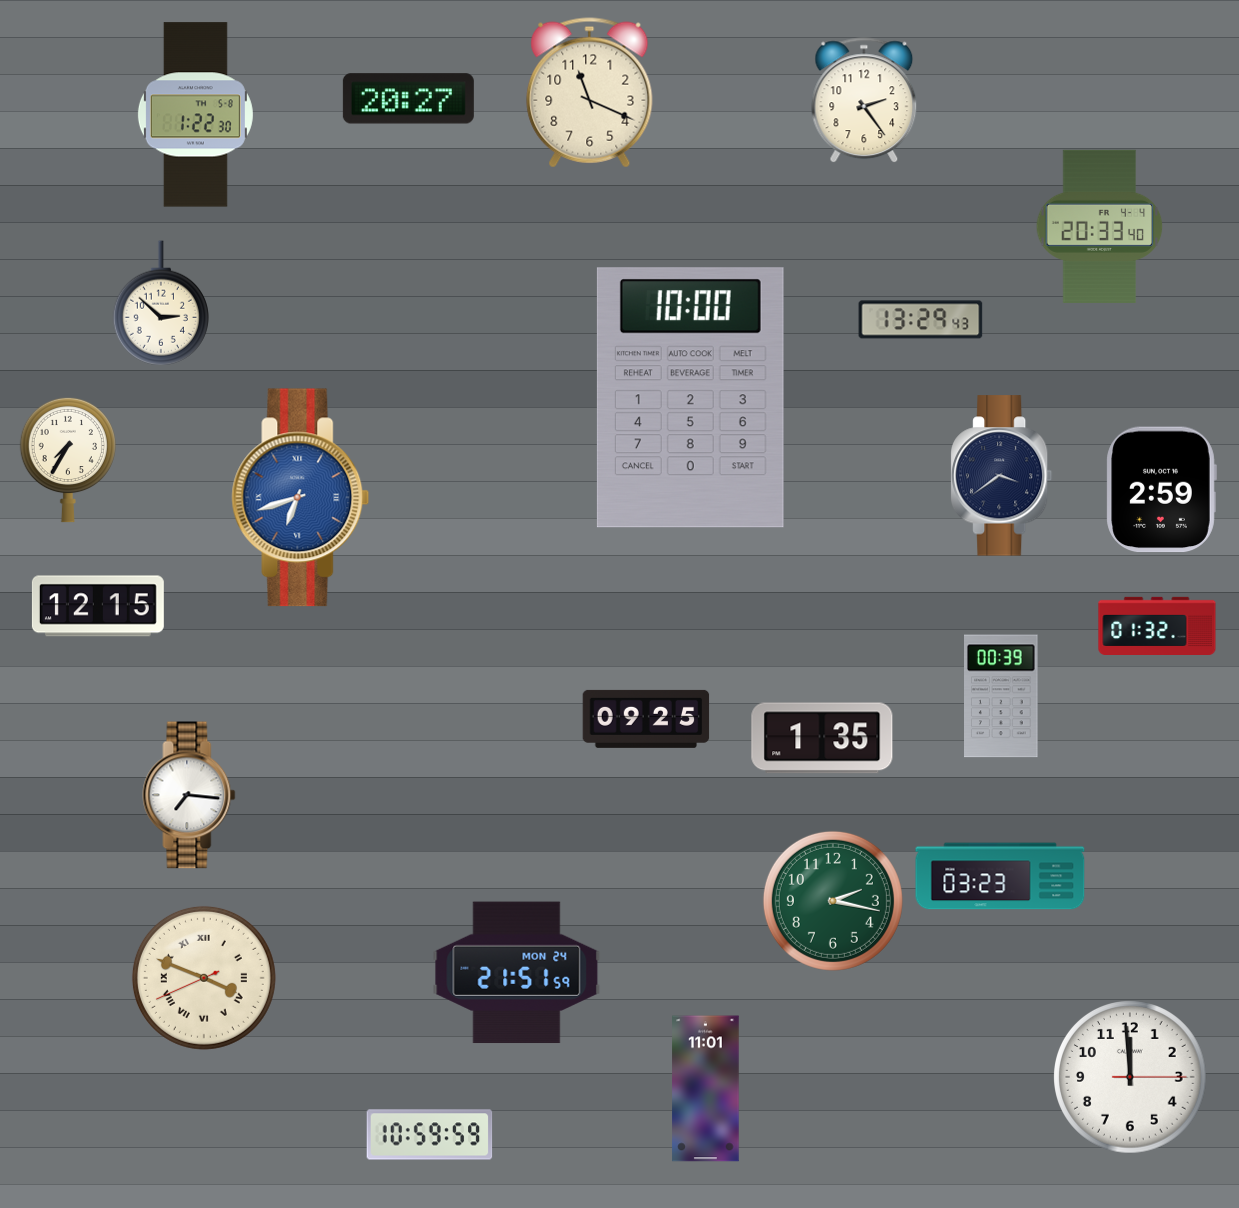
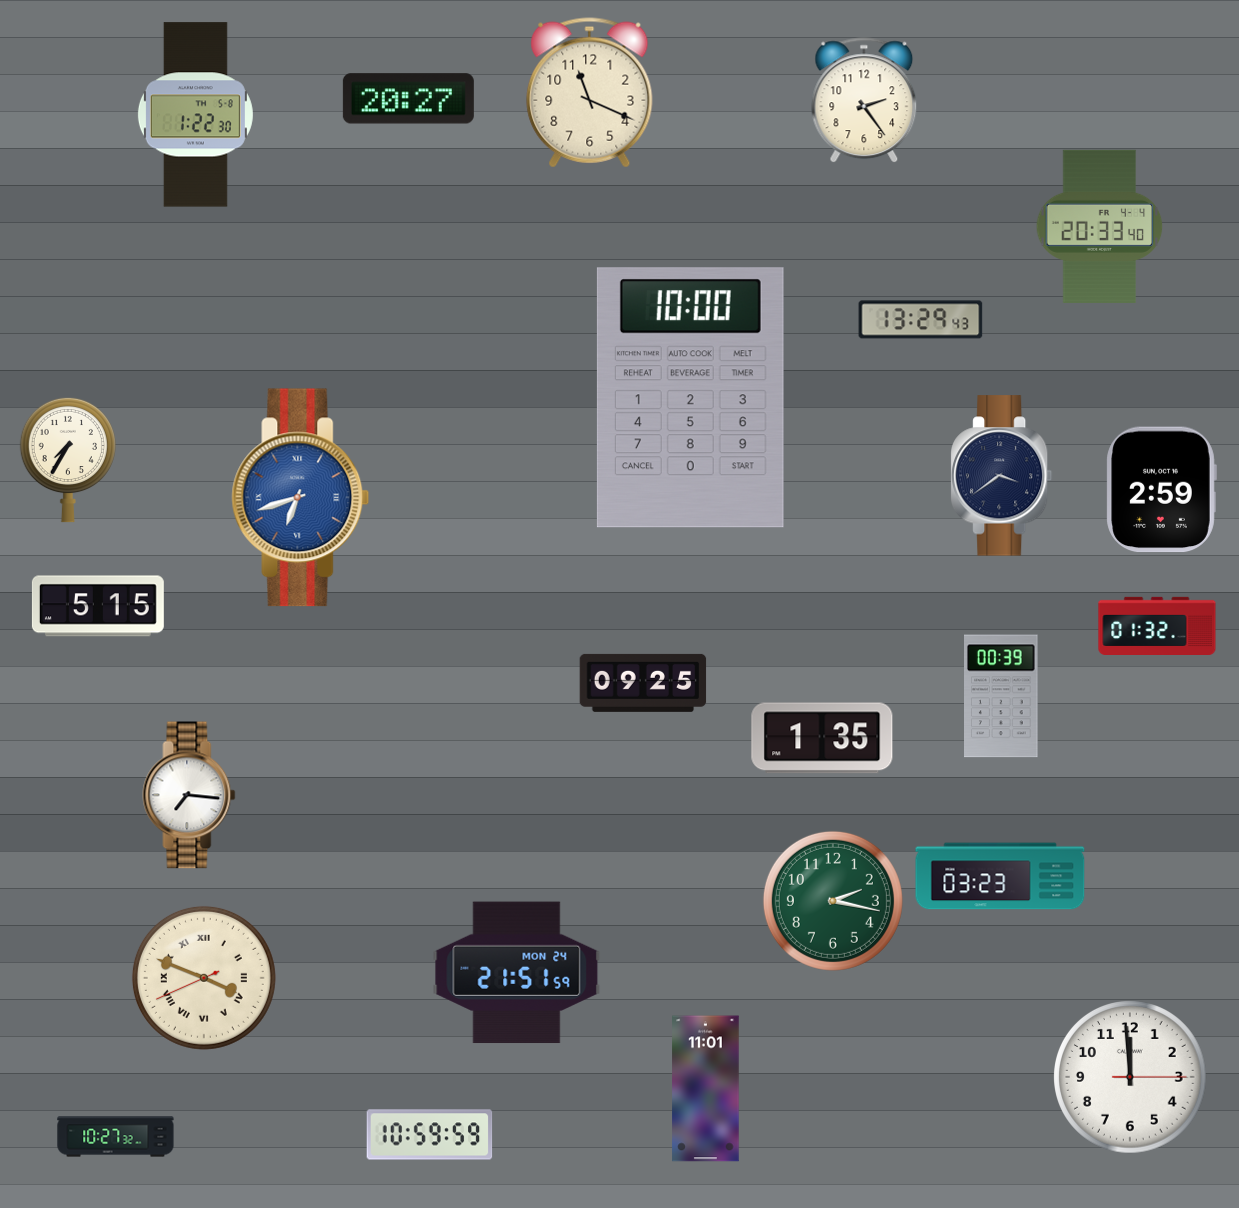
clock at (161, 303): 2:52 -> none
clock at (98, 606): 12:15 -> 5:15
clock at (646, 719) position: (646, 719) -> (643, 683)
clock at (116, 1137): none -> 10:27
